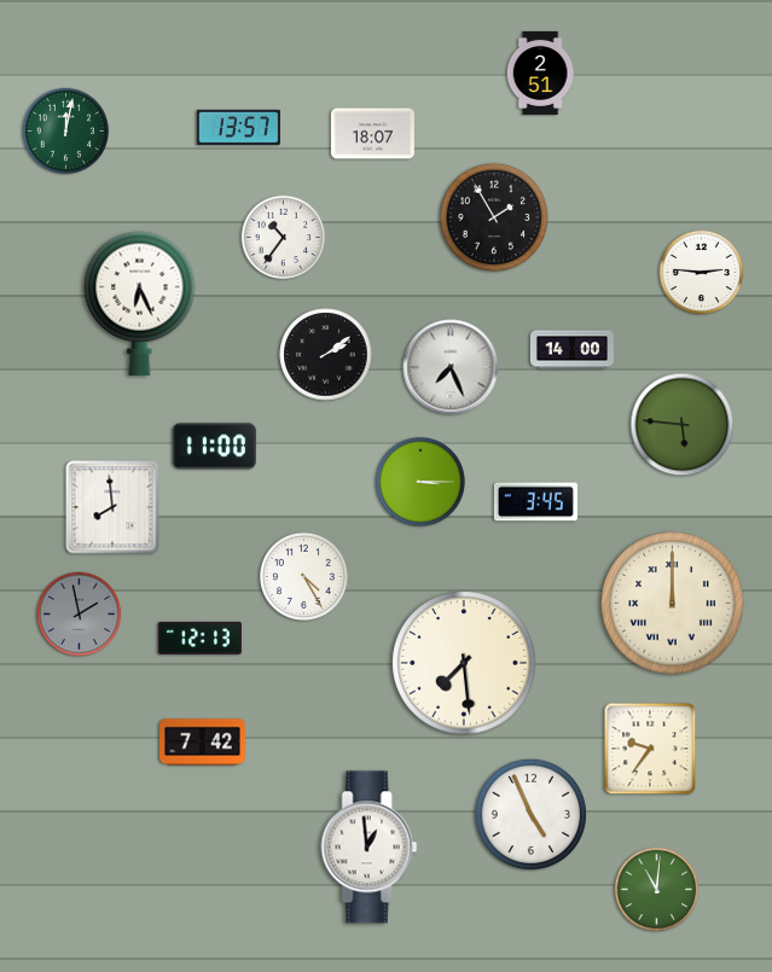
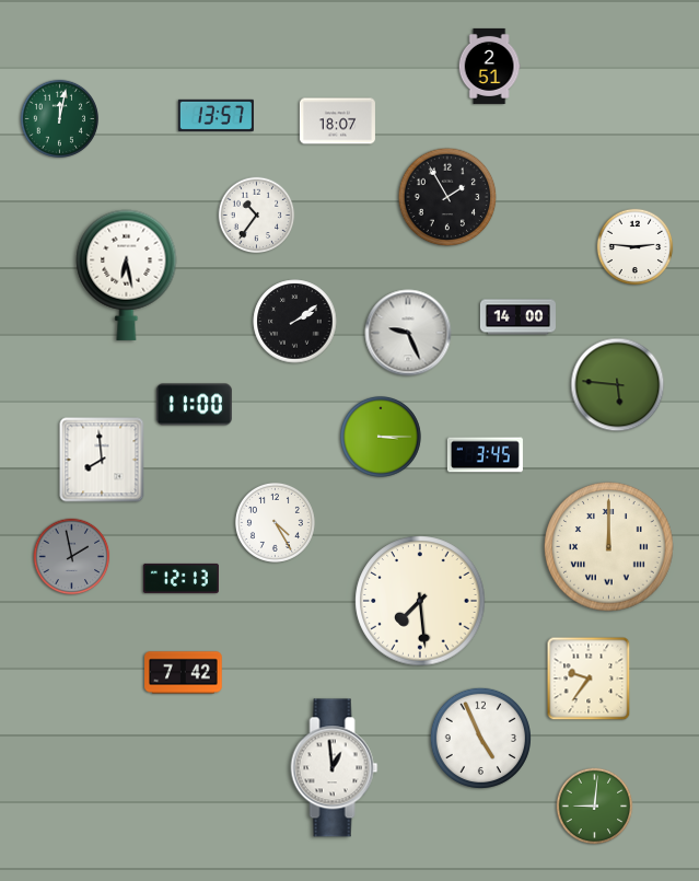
clock at (140, 303): 6:26 -> 6:28
clock at (451, 367): 7:26 -> 9:26
clock at (657, 890): 11:01 -> 9:01
